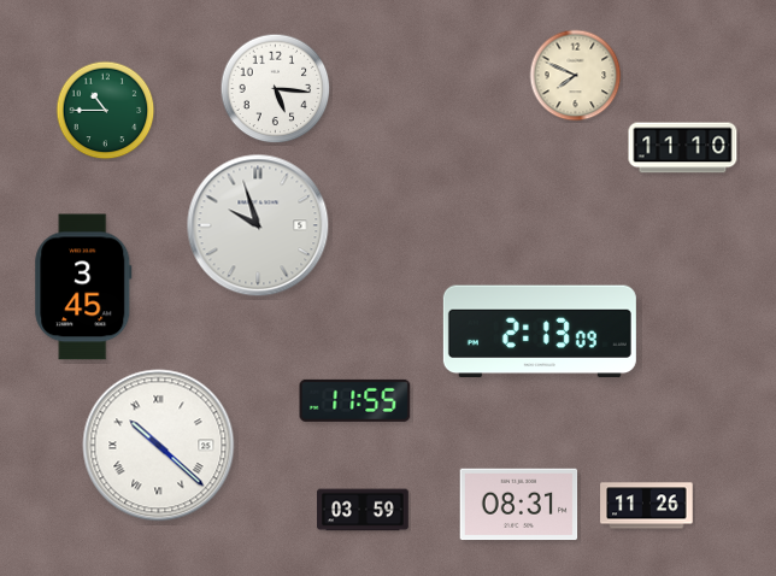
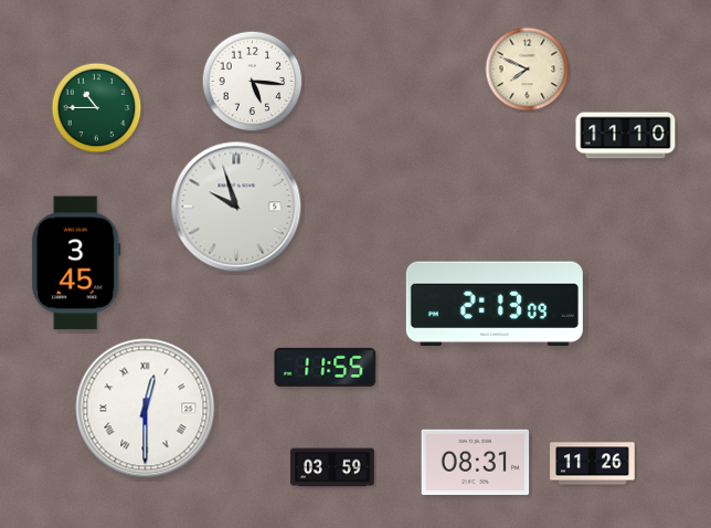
clock at (106, 111) position: (106, 111) -> (97, 108)
clock at (159, 446): 10:22 -> 12:30
